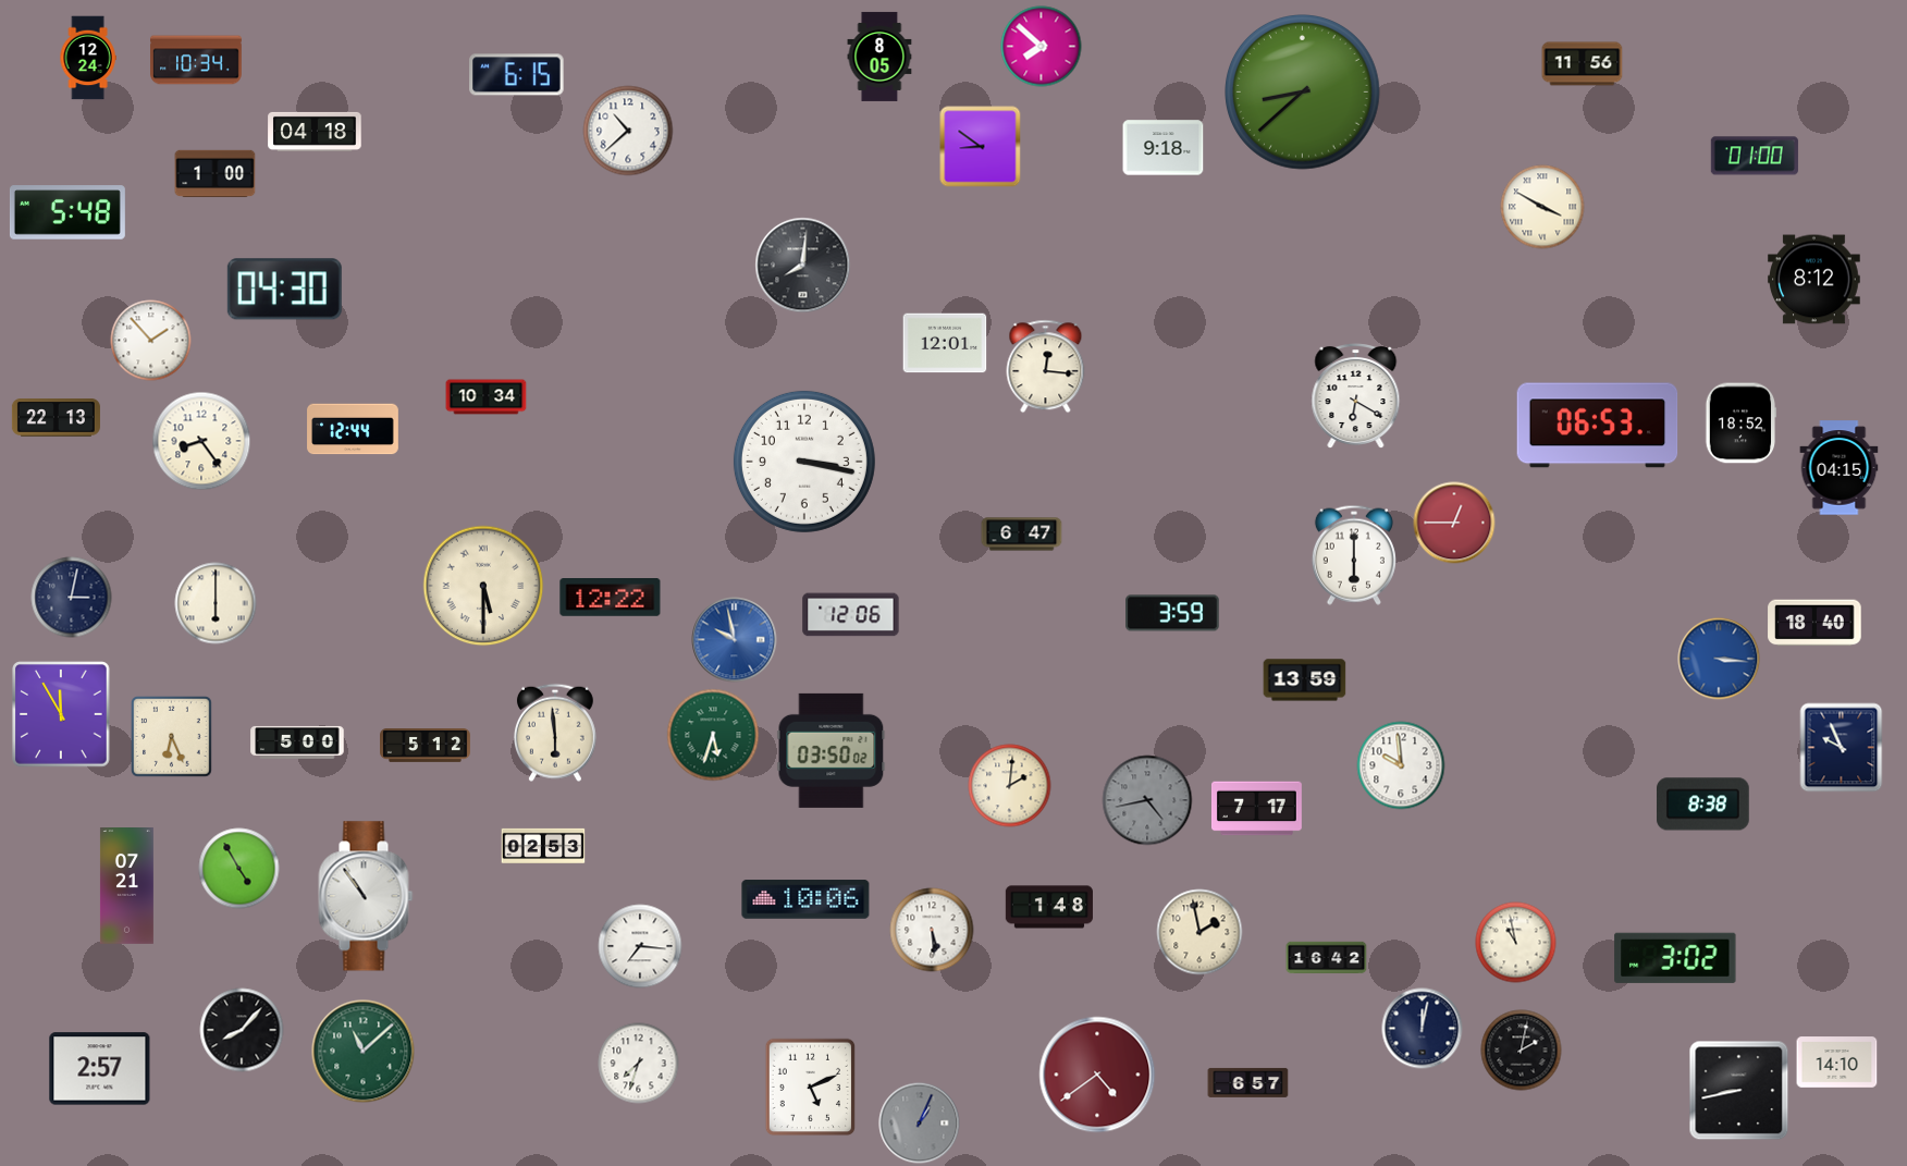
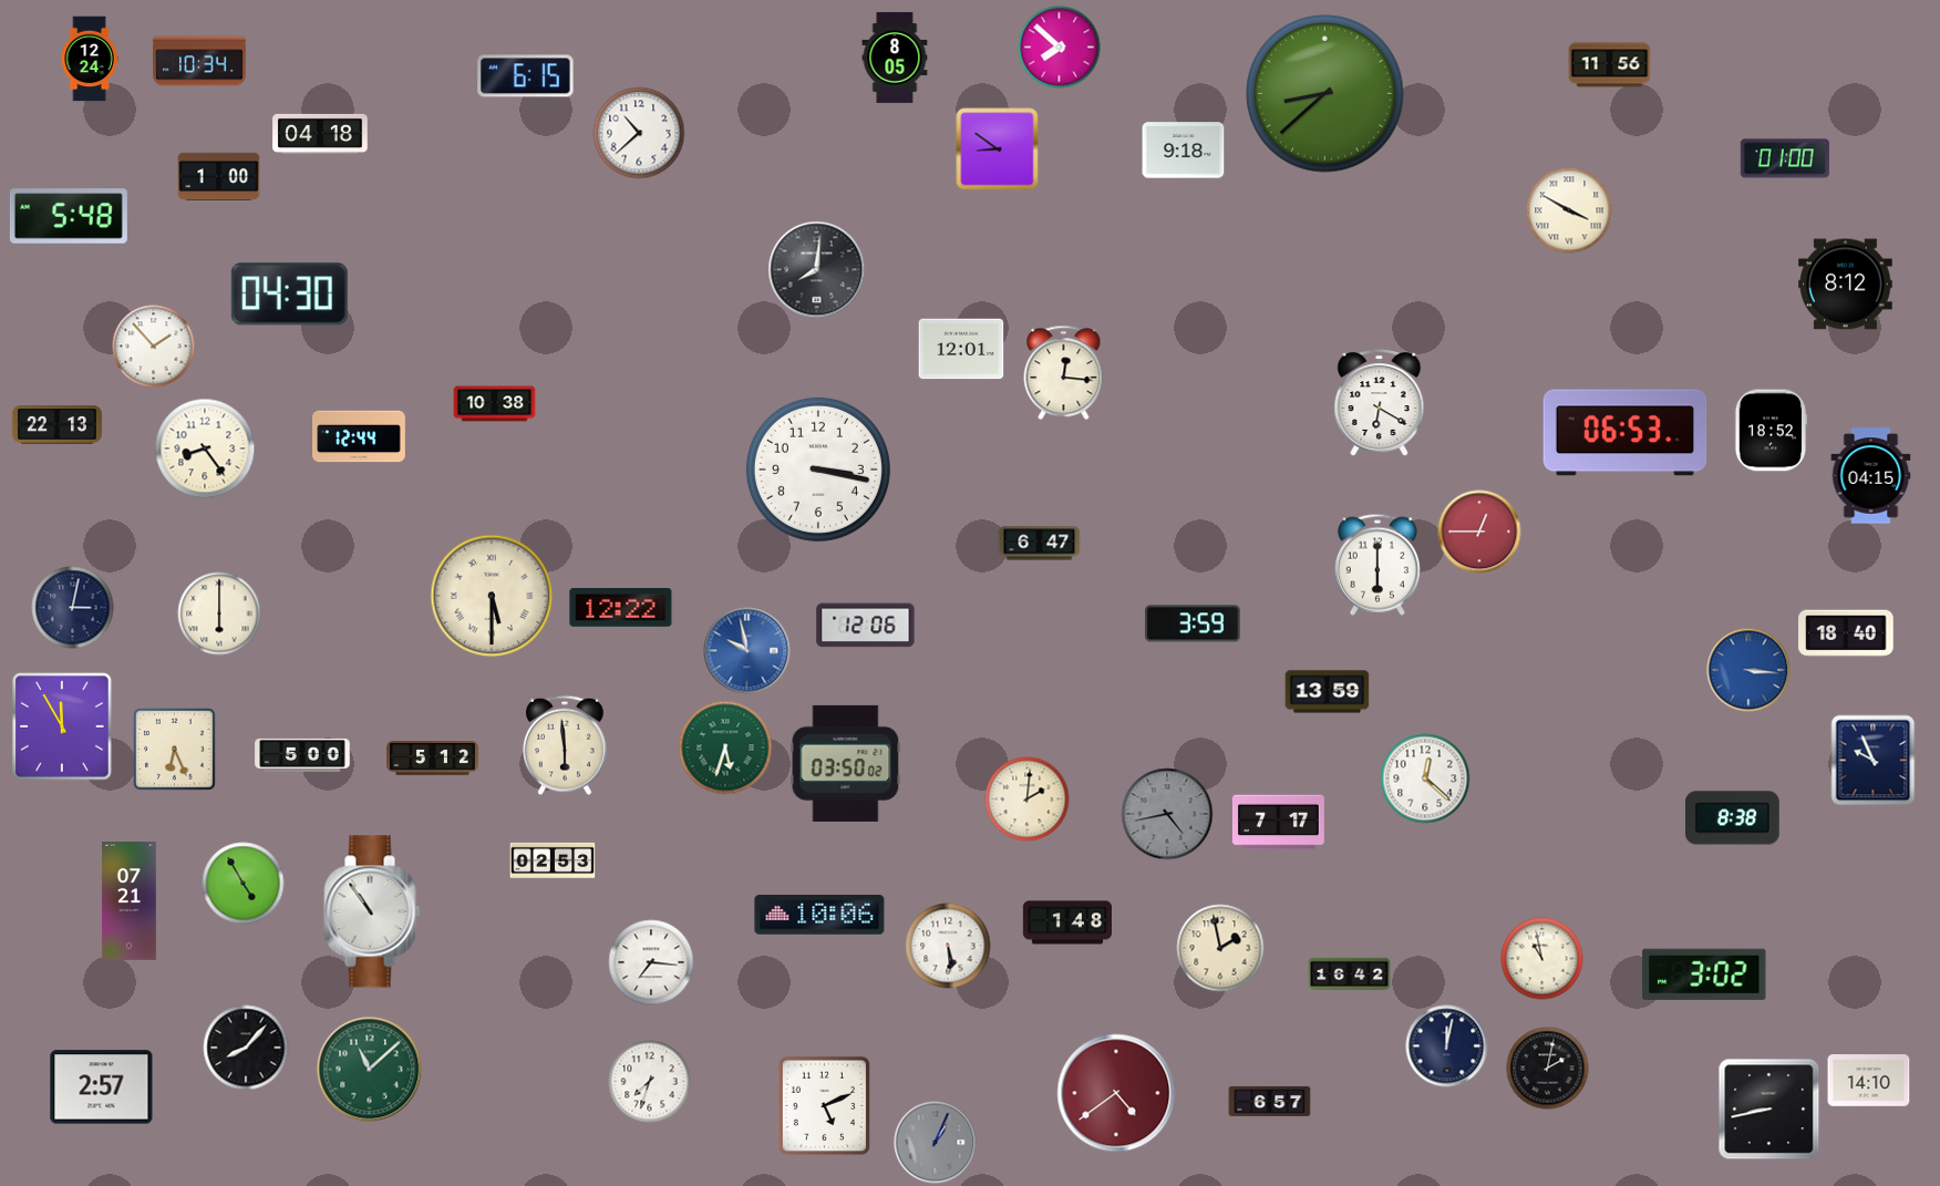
clock at (487, 397): 10:34 -> 10:38
clock at (1401, 765): 9:59 -> 12:22
